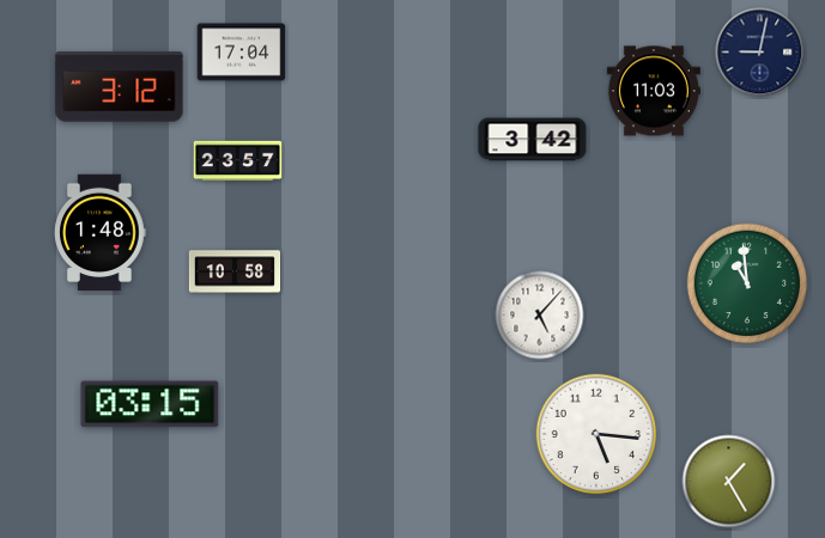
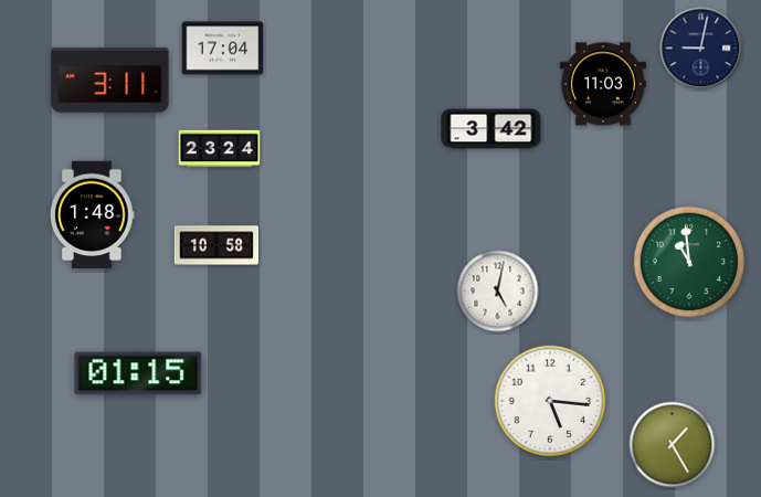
clock at (120, 87): 3:12 -> 3:11
clock at (238, 161): 23:57 -> 23:24
clock at (235, 271) position: (235, 271) -> (216, 245)
clock at (540, 316): 5:07 -> 5:02
clock at (150, 404): 03:15 -> 01:15
